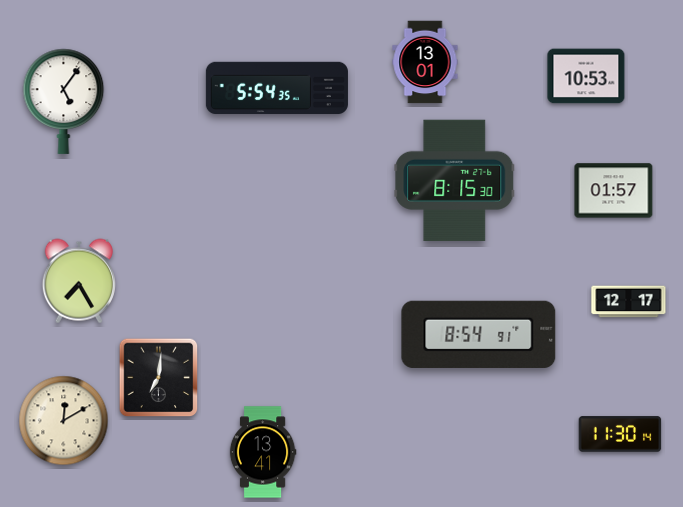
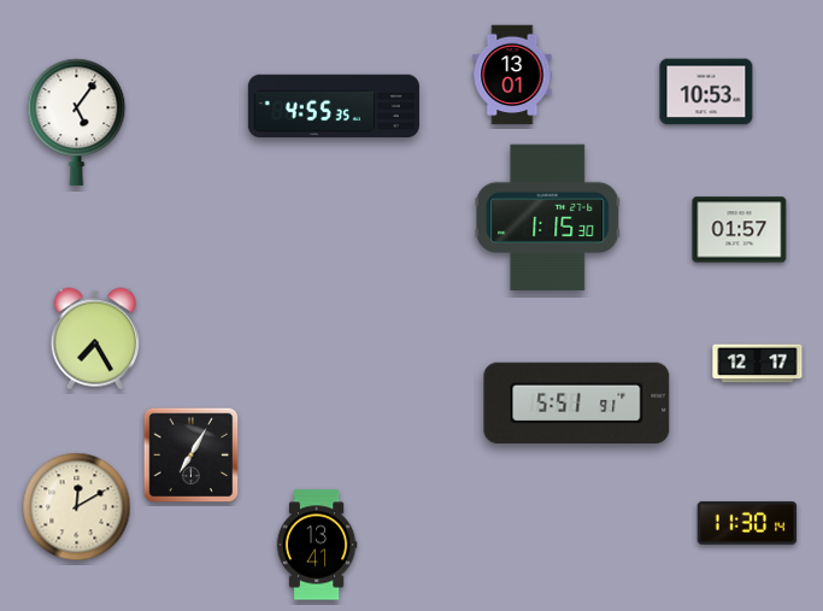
clock at (277, 88): 5:54 -> 4:55
clock at (455, 180): 8:15 -> 1:15
clock at (479, 334): 8:54 -> 5:51
clock at (159, 378): 7:01 -> 7:05
